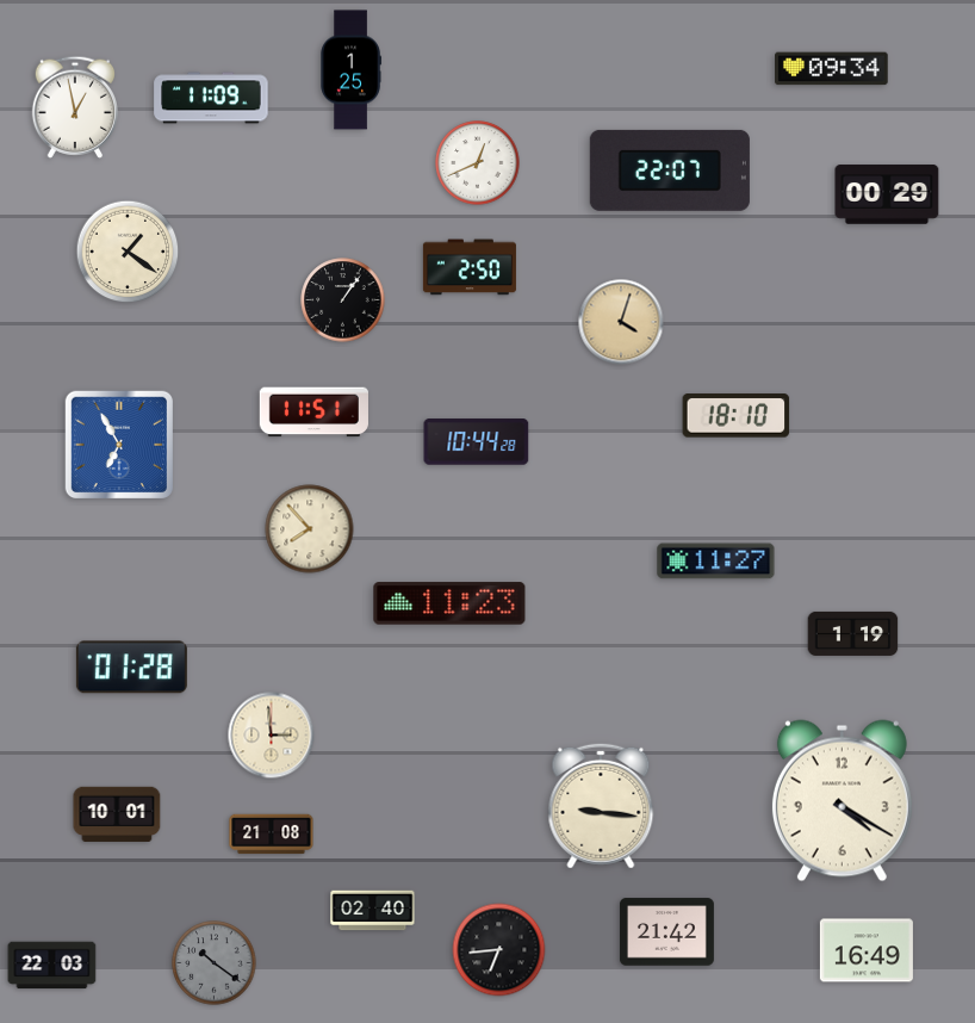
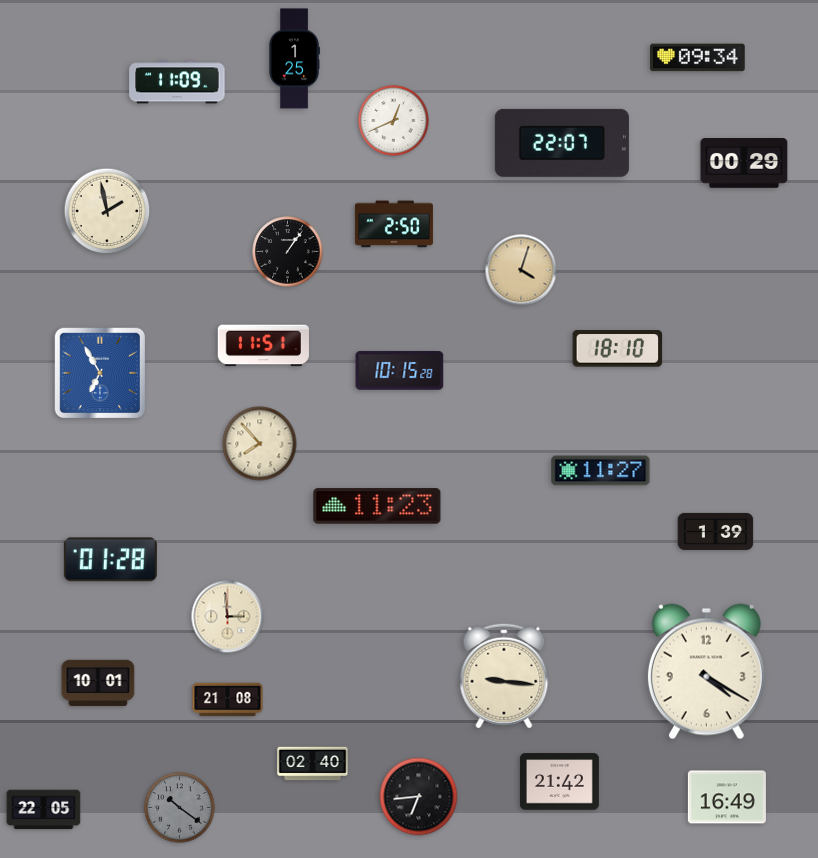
clock at (74, 107): 12:58 -> none
clock at (478, 163) position: (478, 163) -> (394, 121)
clock at (128, 252): 1:21 -> 1:58
clock at (477, 442): 10:44 -> 10:15
clock at (853, 633): 1:19 -> 1:39
clock at (52, 966): 22:03 -> 22:05
